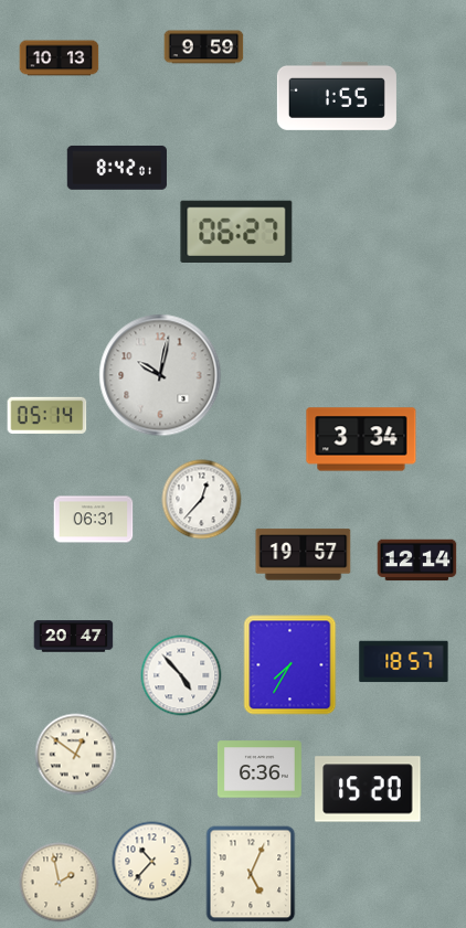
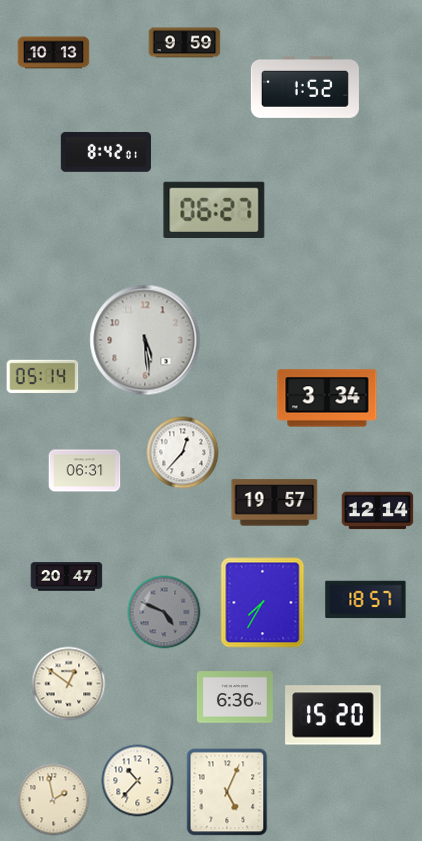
clock at (337, 96): 1:55 -> 1:52
clock at (160, 375): 10:02 -> 5:29
clock at (417, 561) position: (417, 561) -> (378, 511)
clock at (181, 675): 4:53 -> 4:49
clock at (181, 675) dial: white -> grey
